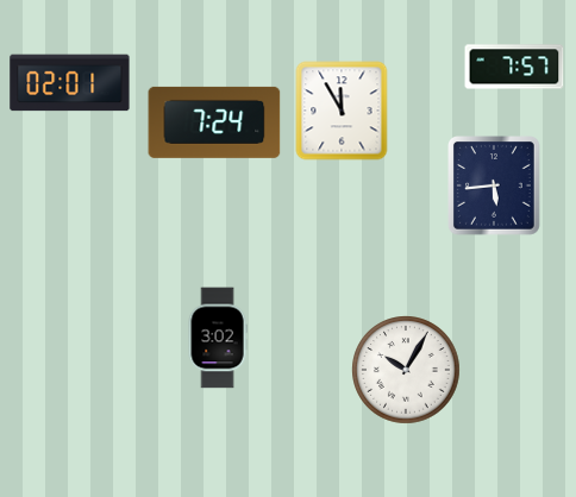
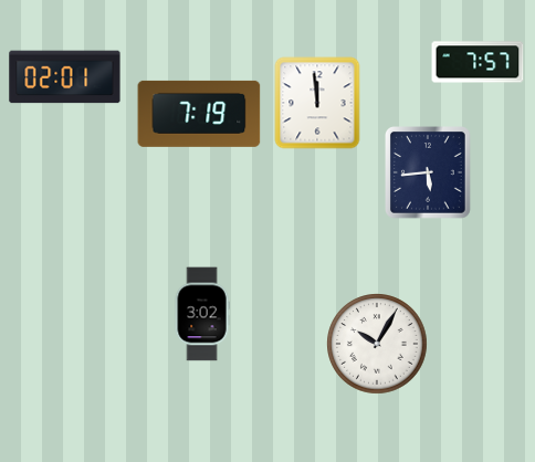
clock at (342, 111): 11:55 -> 11:59
clock at (214, 122): 7:24 -> 7:19
clock at (495, 187) position: (495, 187) -> (429, 174)
